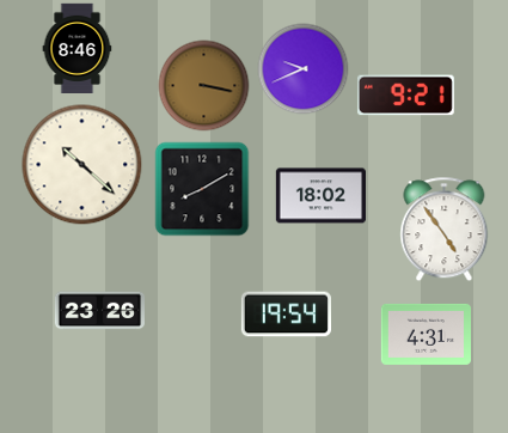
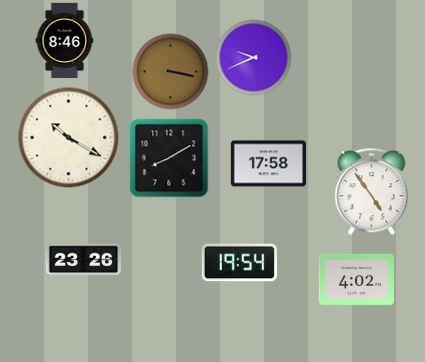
clock at (405, 96): 9:21 -> none
clock at (82, 165): 10:22 -> 10:20
clock at (320, 196): 18:02 -> 17:58
clock at (426, 334): 4:31 -> 4:02
